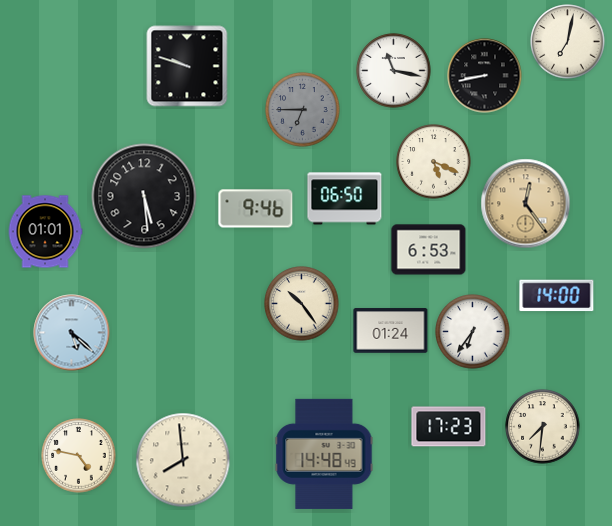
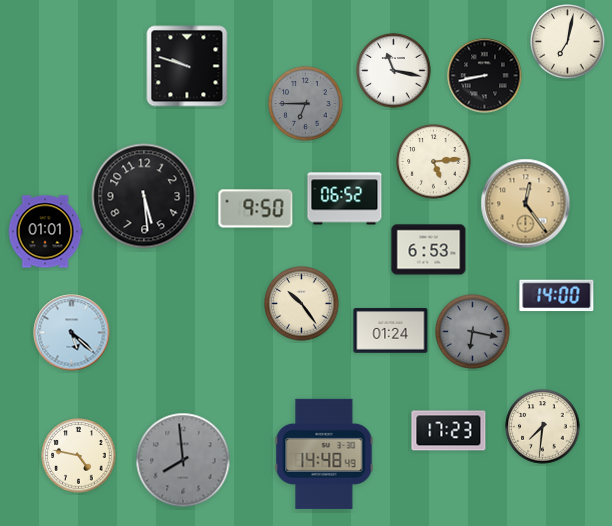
clock at (303, 110) position: (303, 110) -> (306, 104)
clock at (434, 162): 5:19 -> 5:14
clock at (345, 199): 06:50 -> 06:52
clock at (256, 209): 9:46 -> 9:50
clock at (473, 332): 6:36 -> 6:17
clock at (473, 332) dial: white -> grey
clock at (449, 427) position: (449, 427) -> (449, 431)
clock at (183, 460) dial: cream -> grey
